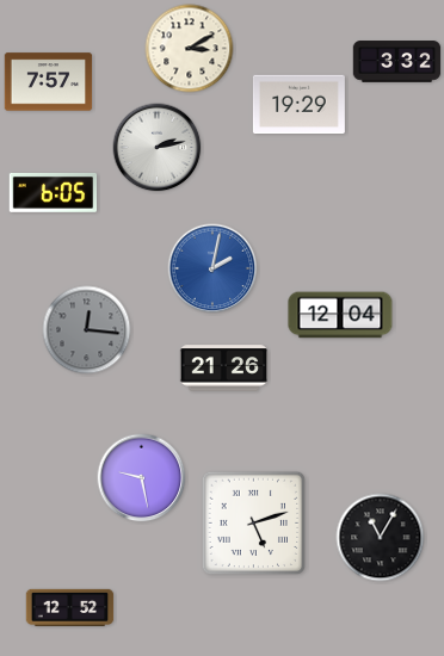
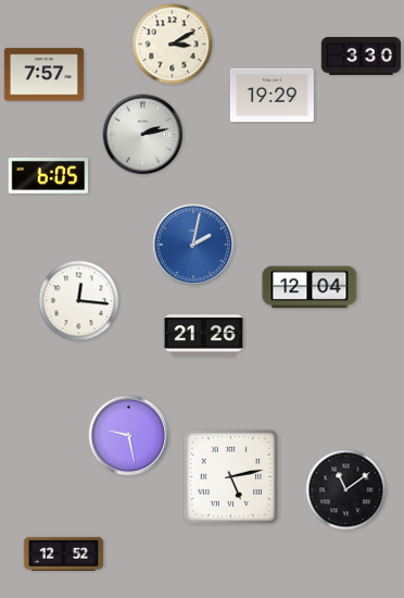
clock at (397, 62): 3:32 -> 3:30
clock at (87, 330) dial: grey -> white
clock at (254, 524): 5:12 -> 5:13
clock at (381, 538): 11:05 -> 11:09
